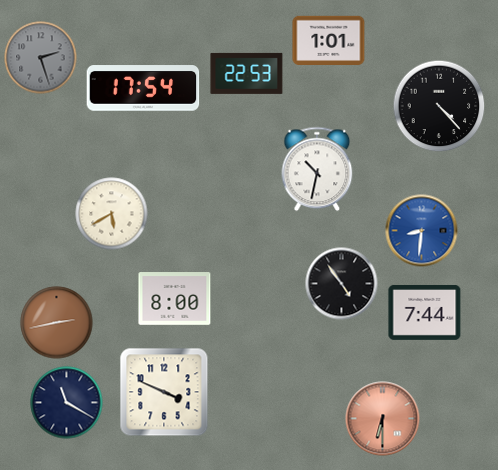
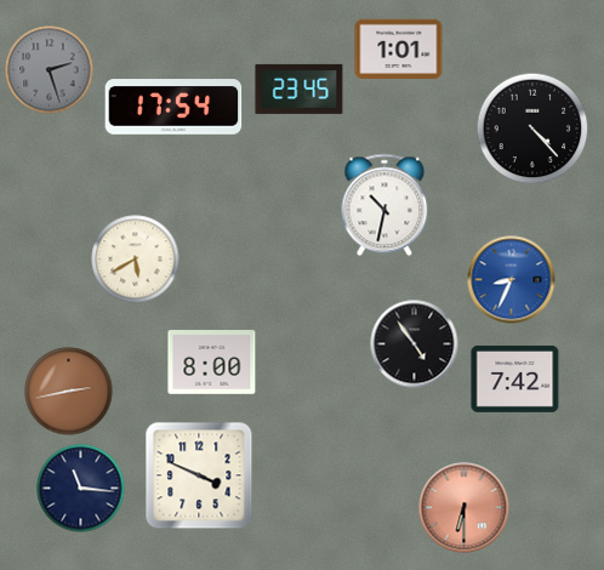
clock at (247, 73): 22:53 -> 23:45
clock at (422, 231): 8:31 -> 8:34
clock at (425, 312): 7:44 -> 7:42
clock at (67, 403): 11:20 -> 11:16
